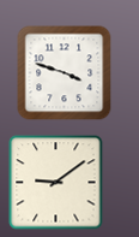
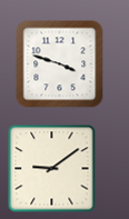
clock at (64, 72) position: (64, 72) -> (59, 63)
